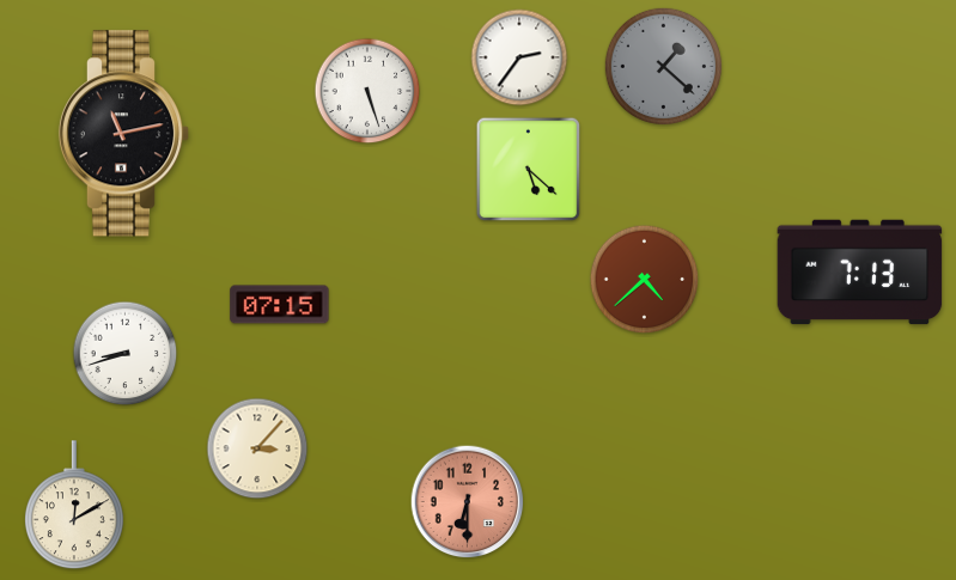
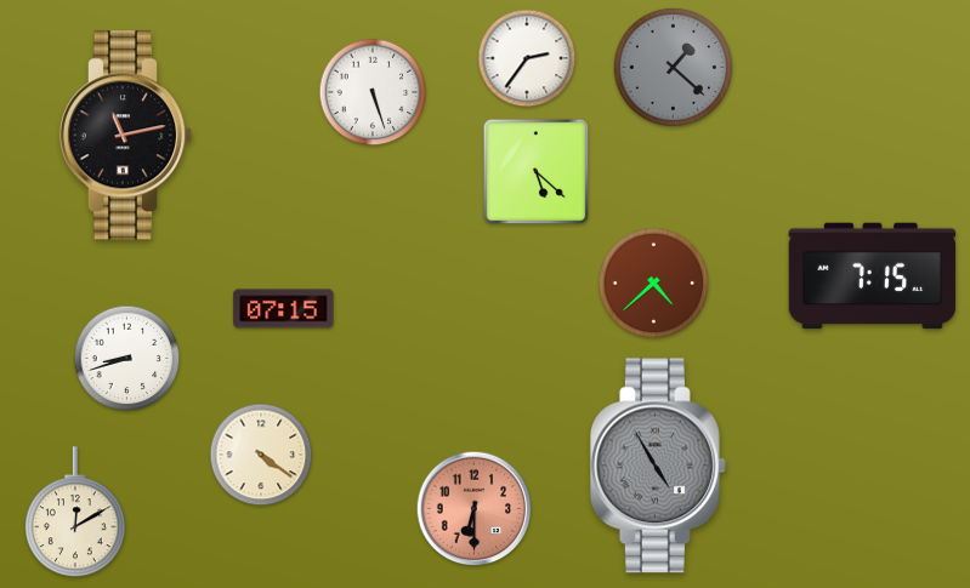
clock at (860, 273): 7:13 -> 7:15
clock at (257, 448): 3:07 -> 4:21
clock at (658, 466): none -> 4:55
